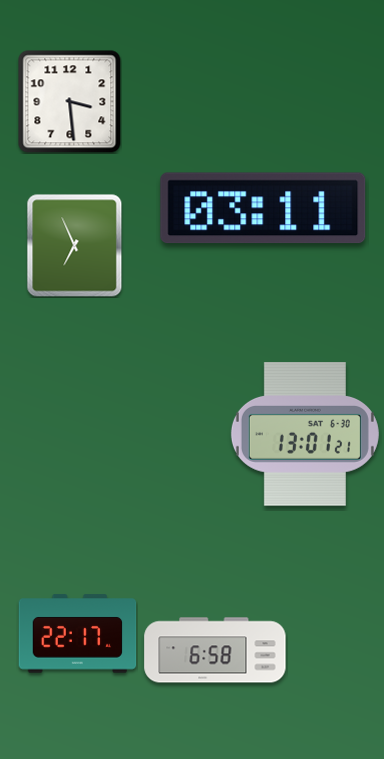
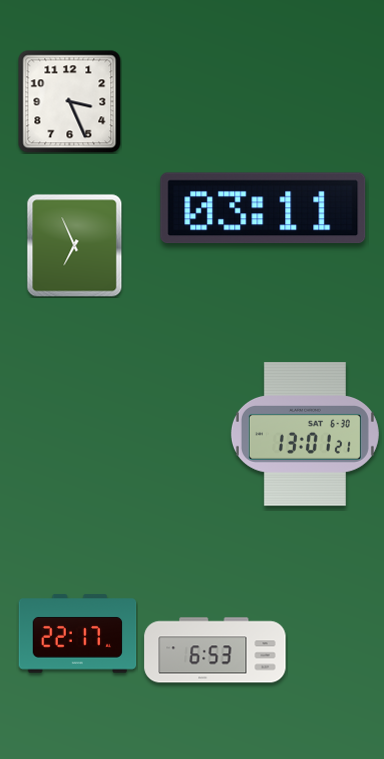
clock at (70, 102): 3:29 -> 3:26
clock at (215, 650): 6:58 -> 6:53
